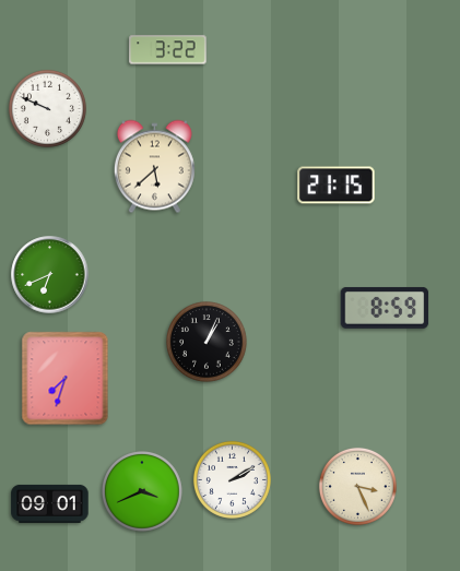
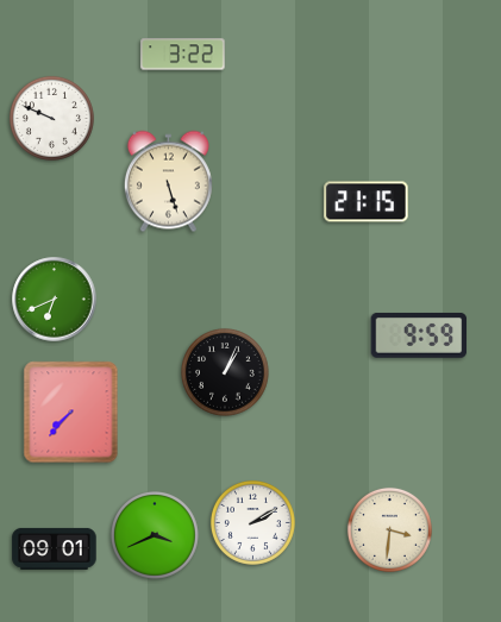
clock at (154, 167): 5:38 -> 5:27
clock at (385, 308): 8:59 -> 9:59
clock at (66, 379): 7:33 -> 7:37
clock at (357, 486): 3:26 -> 3:31
